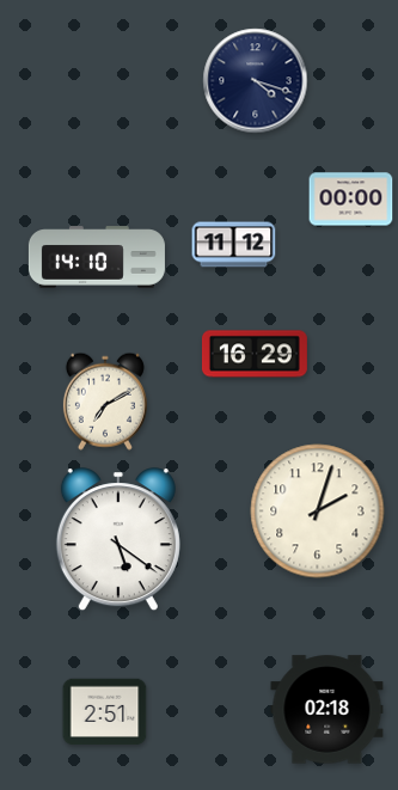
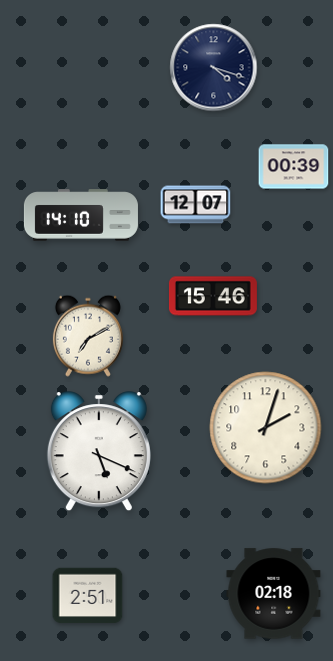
clock at (351, 200): 00:00 -> 00:39
clock at (234, 245): 11:12 -> 12:07
clock at (255, 354): 16:29 -> 15:46
clock at (118, 540): 5:21 -> 5:19
